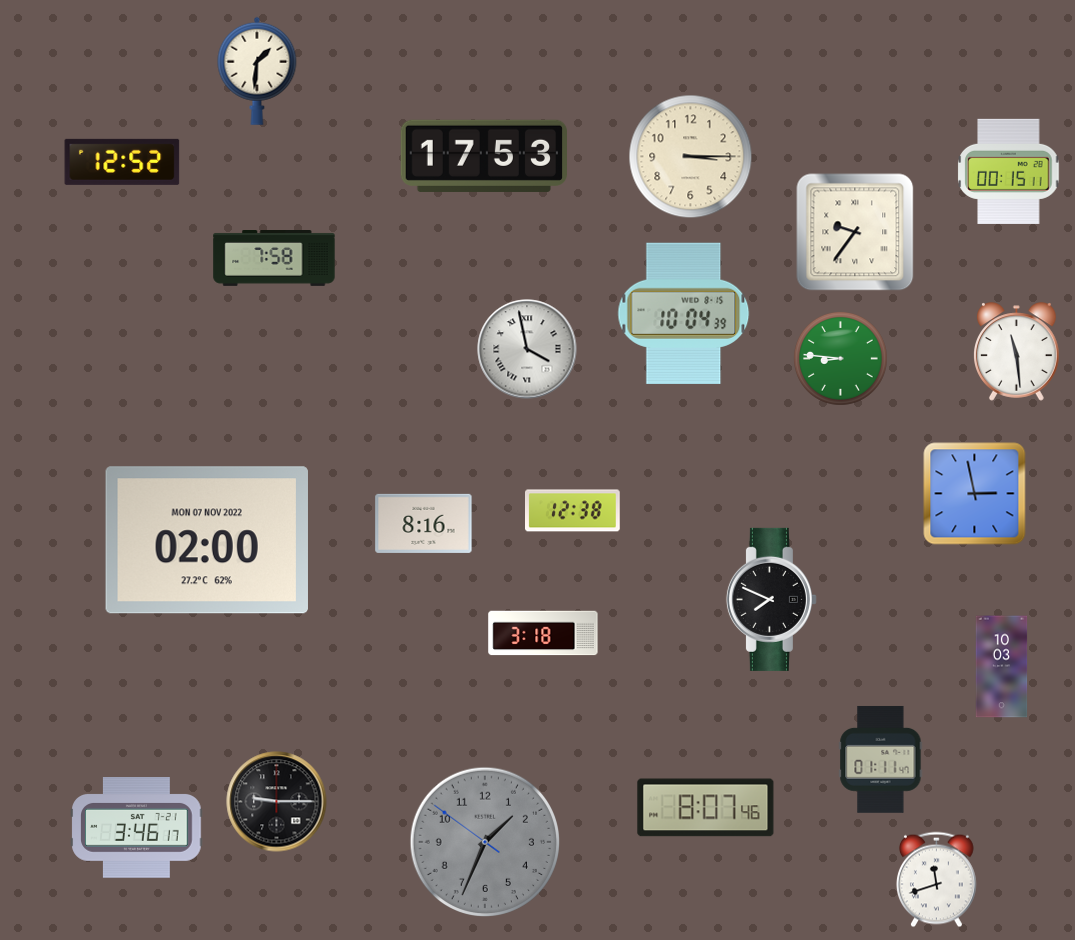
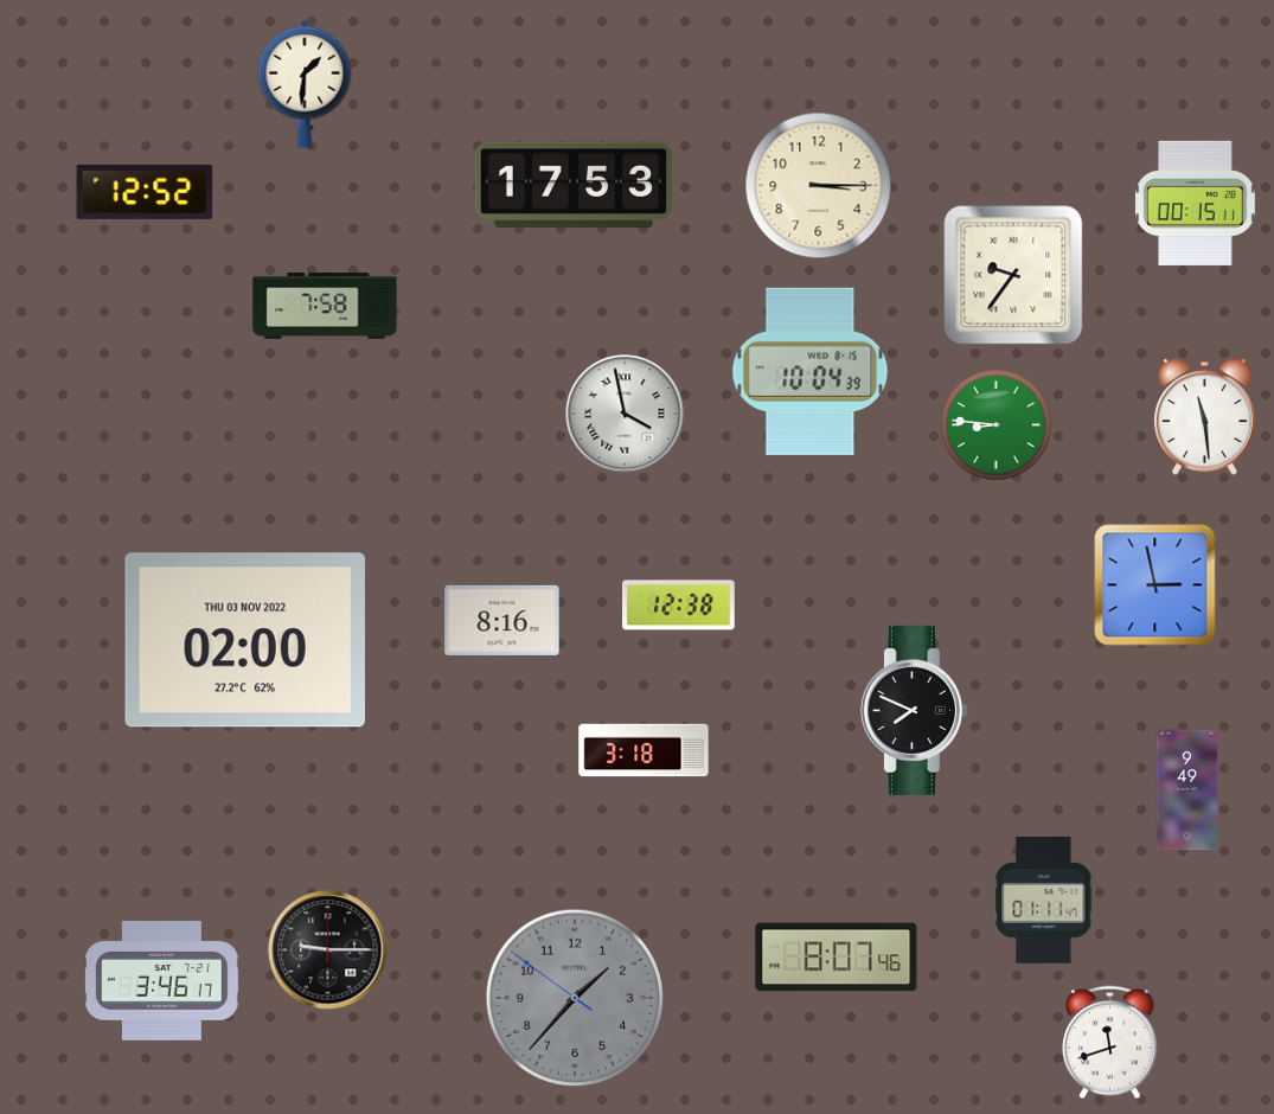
clock at (207, 540) date: MON 07 NOV 2022 -> THU 03 NOV 2022
clock at (1002, 667): 10:03 -> 9:49
clock at (484, 841): 1:33 -> 1:36
